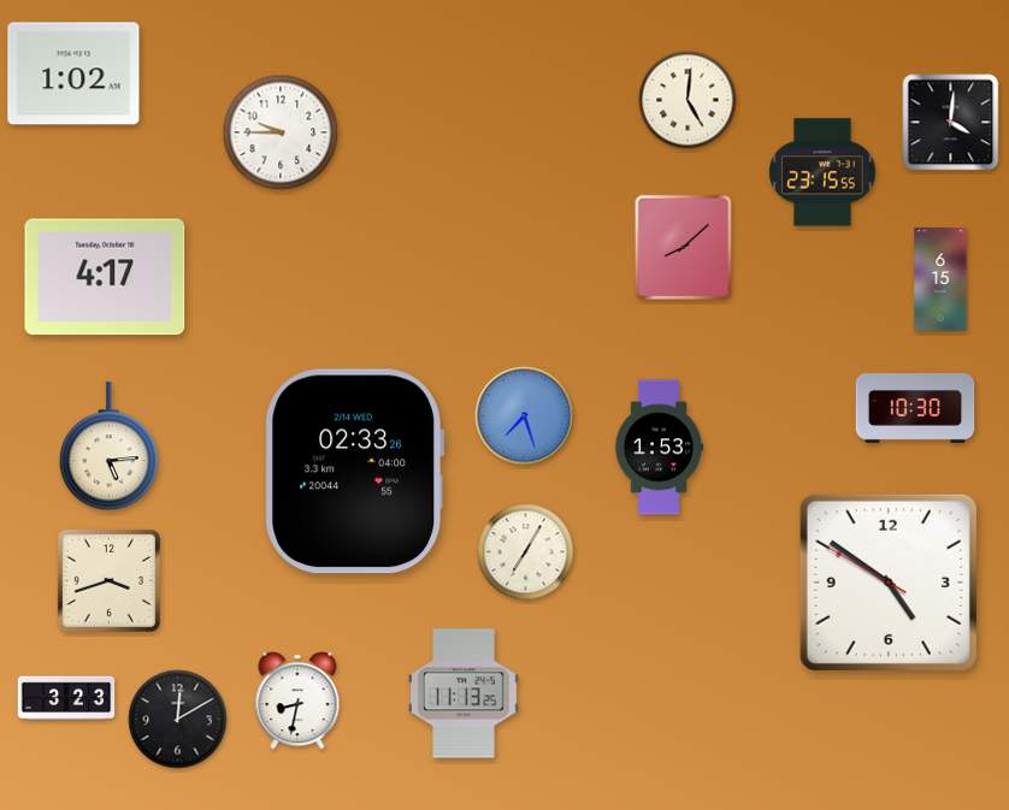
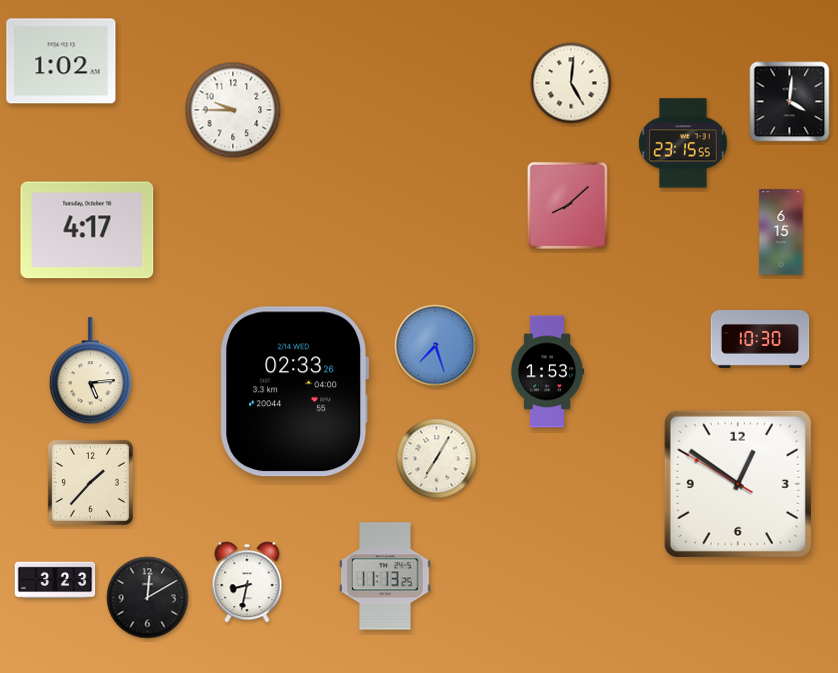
clock at (108, 580): 3:42 -> 1:37
clock at (889, 583): 4:50 -> 12:50
